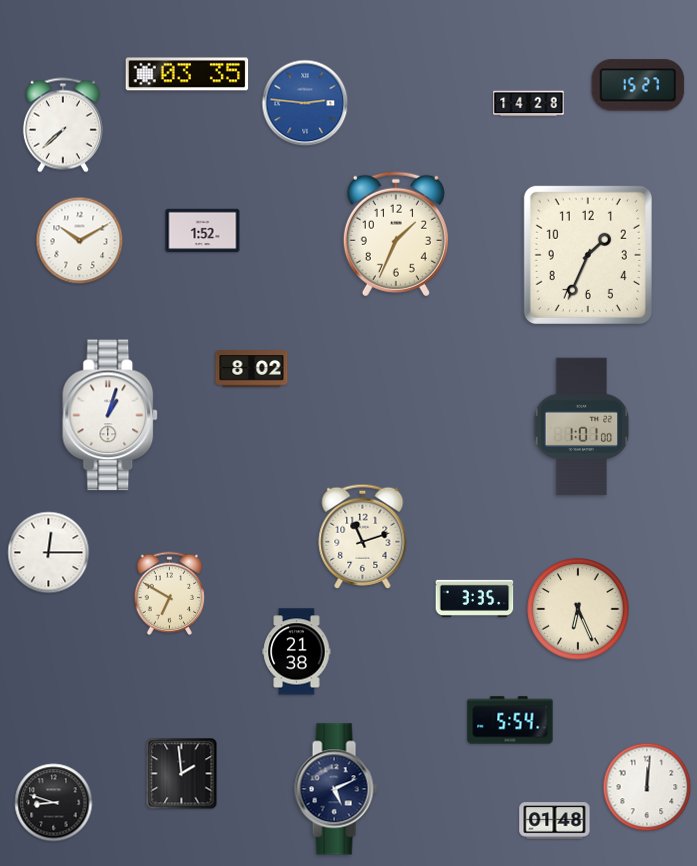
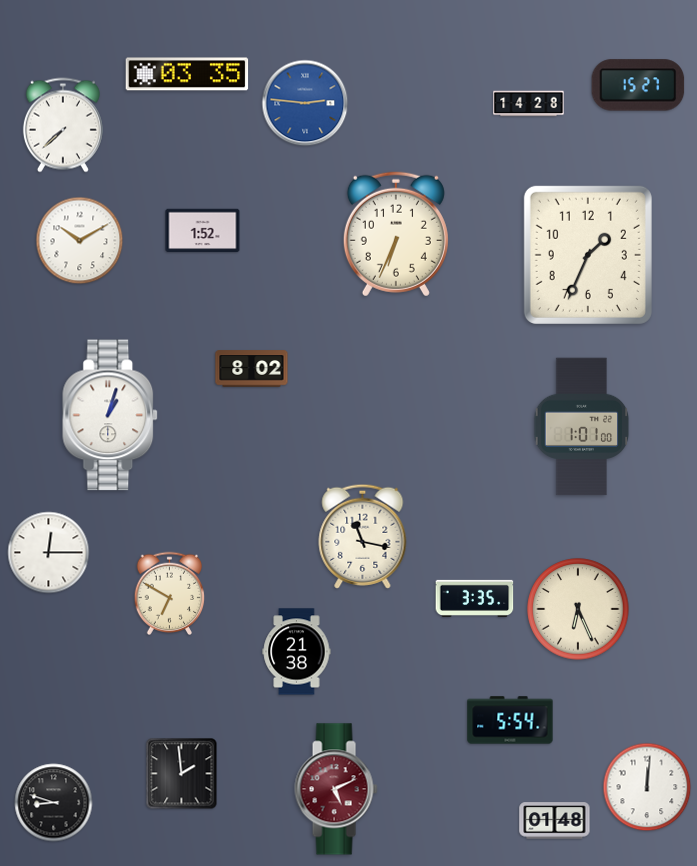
clock at (396, 234): 1:34 -> 6:34
clock at (363, 536): 11:12 -> 11:17
clock at (336, 789) dial: navy -> burgundy
